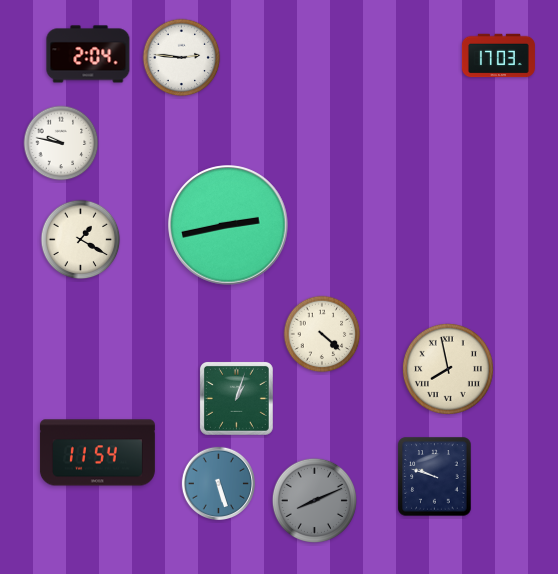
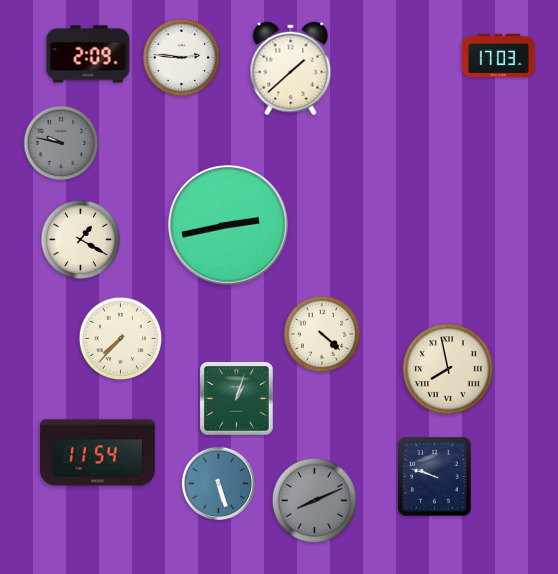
clock at (88, 54): 2:04 -> 2:09
clock at (291, 69): none -> 1:38
clock at (61, 143) dial: white -> grey
clock at (120, 338): none -> 7:37
